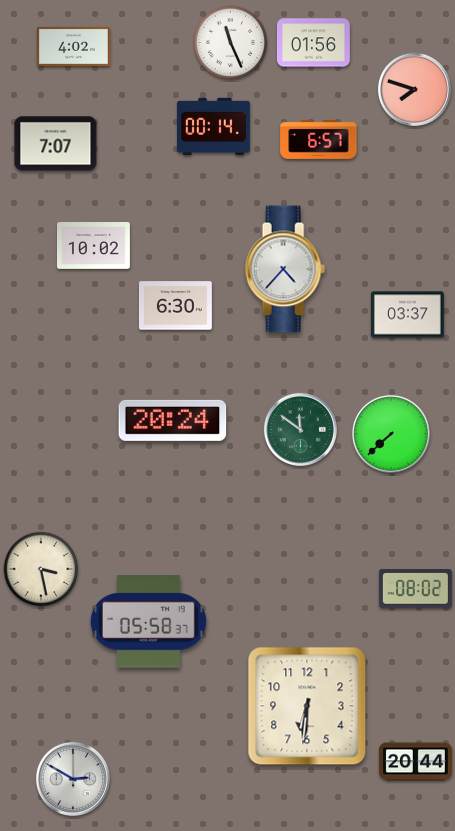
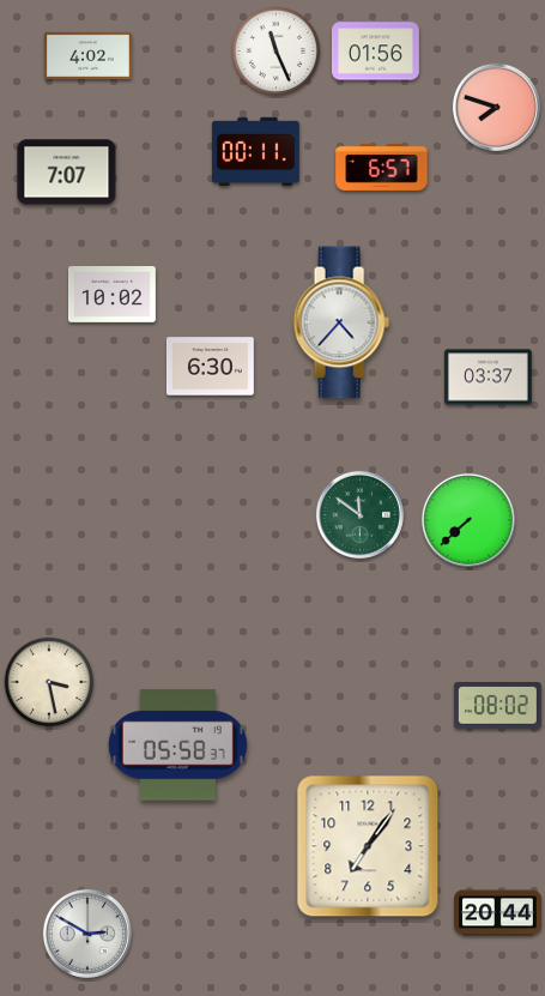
clock at (213, 127): 00:14 -> 00:11
clock at (173, 420): 20:24 -> none
clock at (307, 706): 6:31 -> 7:06
